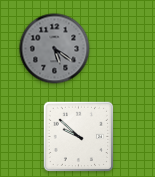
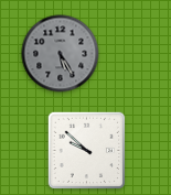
clock at (55, 49): 5:21 -> 5:25
